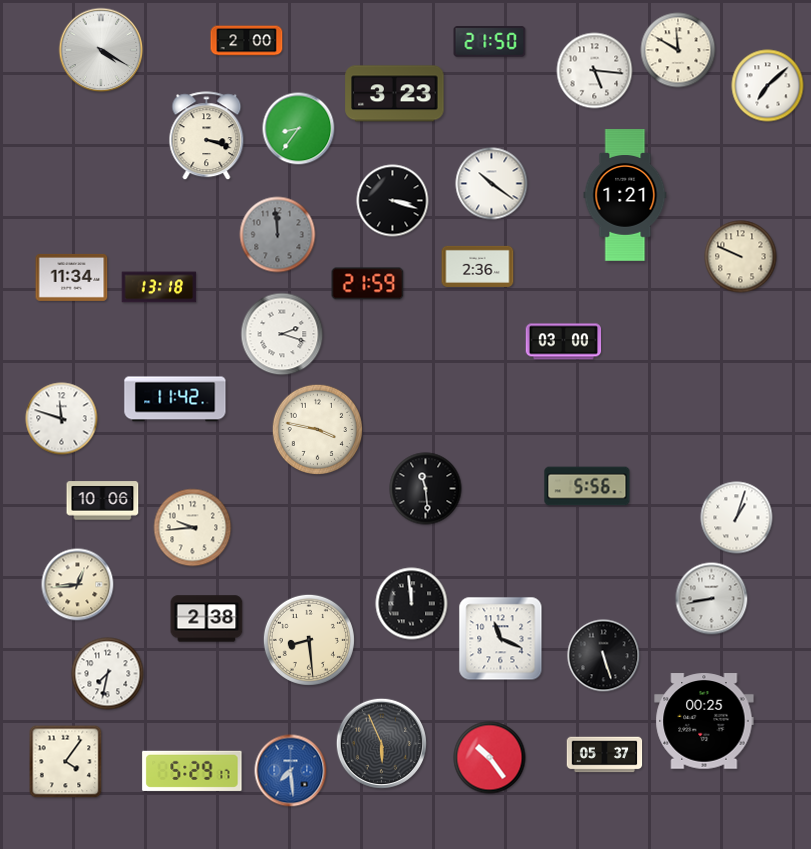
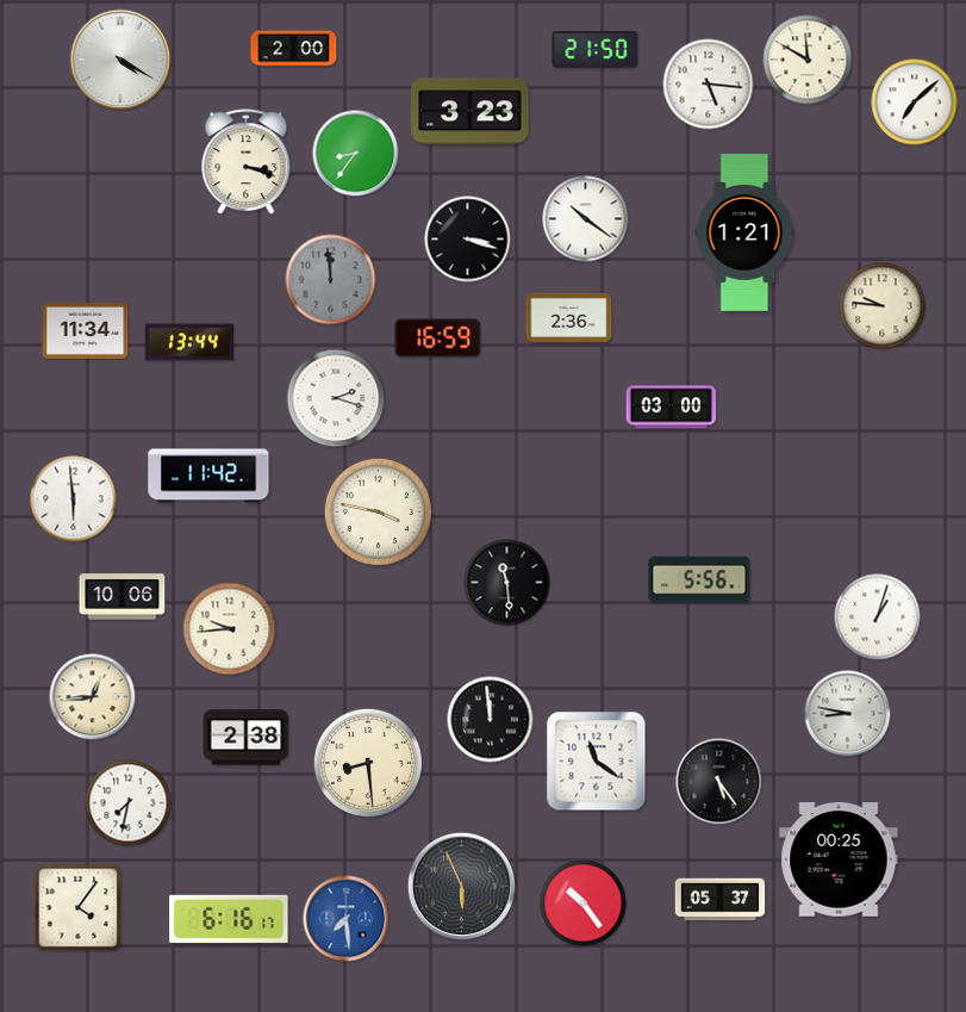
clock at (490, 42) position: (490, 42) -> (596, 50)
clock at (741, 257): 9:49 -> 9:46
clock at (368, 284): 21:59 -> 16:59
clock at (159, 287): 13:18 -> 13:44
clock at (62, 419): 11:48 -> 5:59
clock at (712, 599): 8:43 -> 8:47
clock at (501, 639): 11:19 -> 11:21
clock at (604, 656): 5:27 -> 5:24
clock at (381, 743) position: (381, 743) -> (461, 886)
clock at (192, 771): 5:29 -> 6:16
